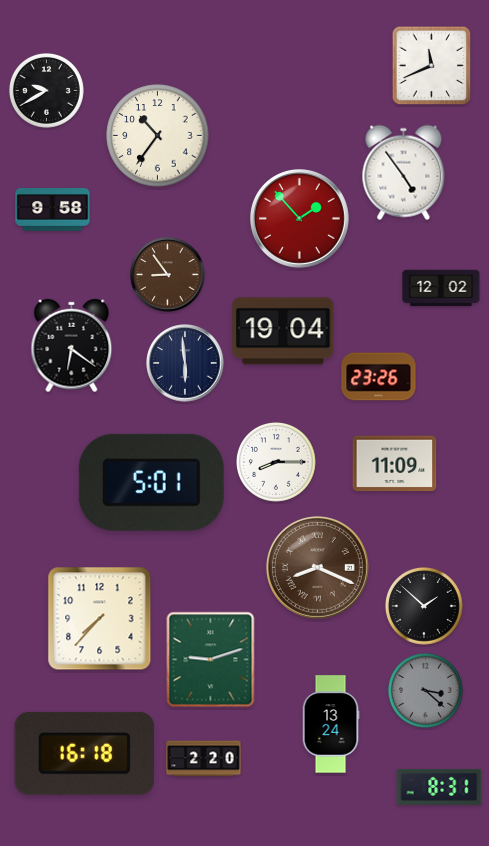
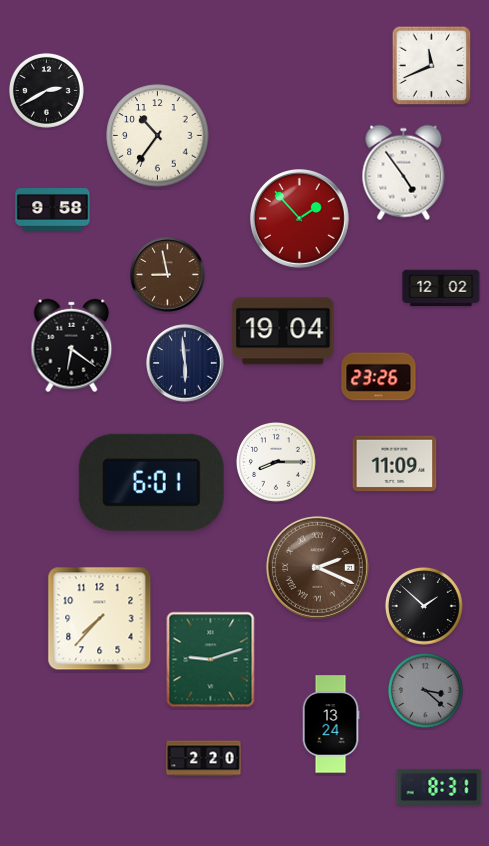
clock at (46, 90): 9:40 -> 2:40
clock at (168, 275): 8:54 -> 8:58
clock at (151, 482): 5:01 -> 6:01
clock at (317, 567): 8:19 -> 2:19
clock at (84, 753): 16:18 -> none
